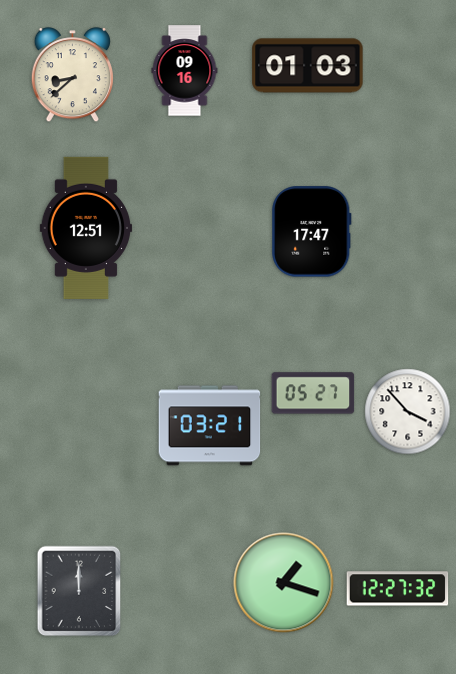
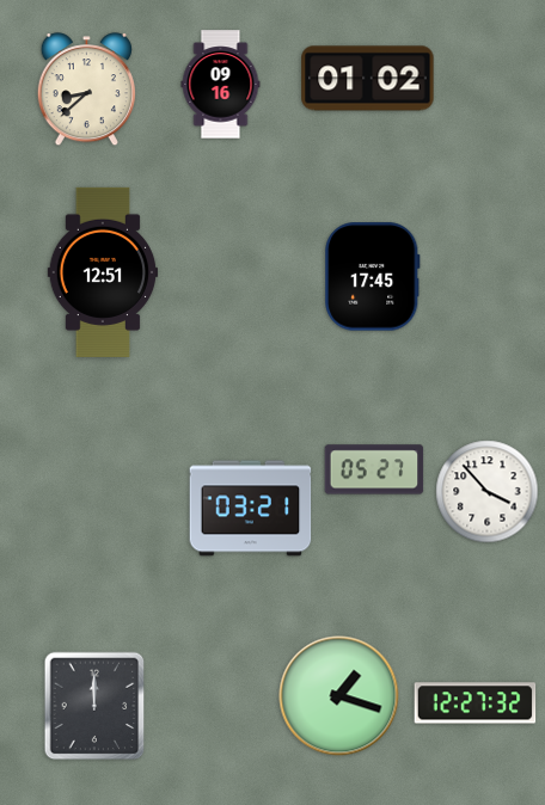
clock at (308, 66): 01:03 -> 01:02
clock at (312, 232): 17:47 -> 17:45
